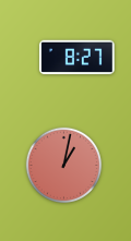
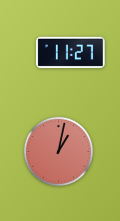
clock at (76, 58): 8:27 -> 11:27
